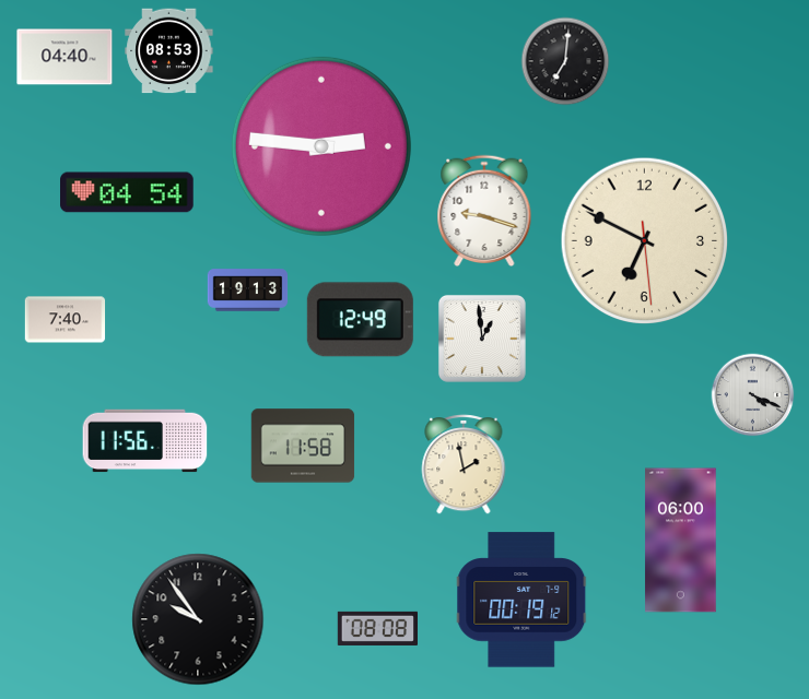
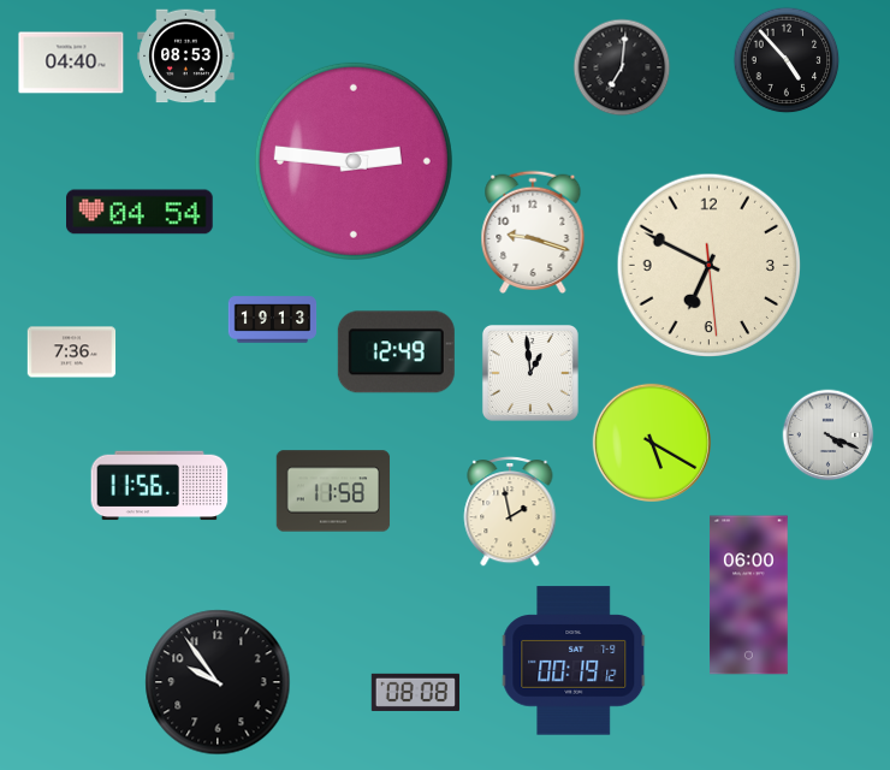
clock at (787, 60): none -> 4:53
clock at (66, 320): 7:40 -> 7:36
clock at (651, 442): none -> 5:20
